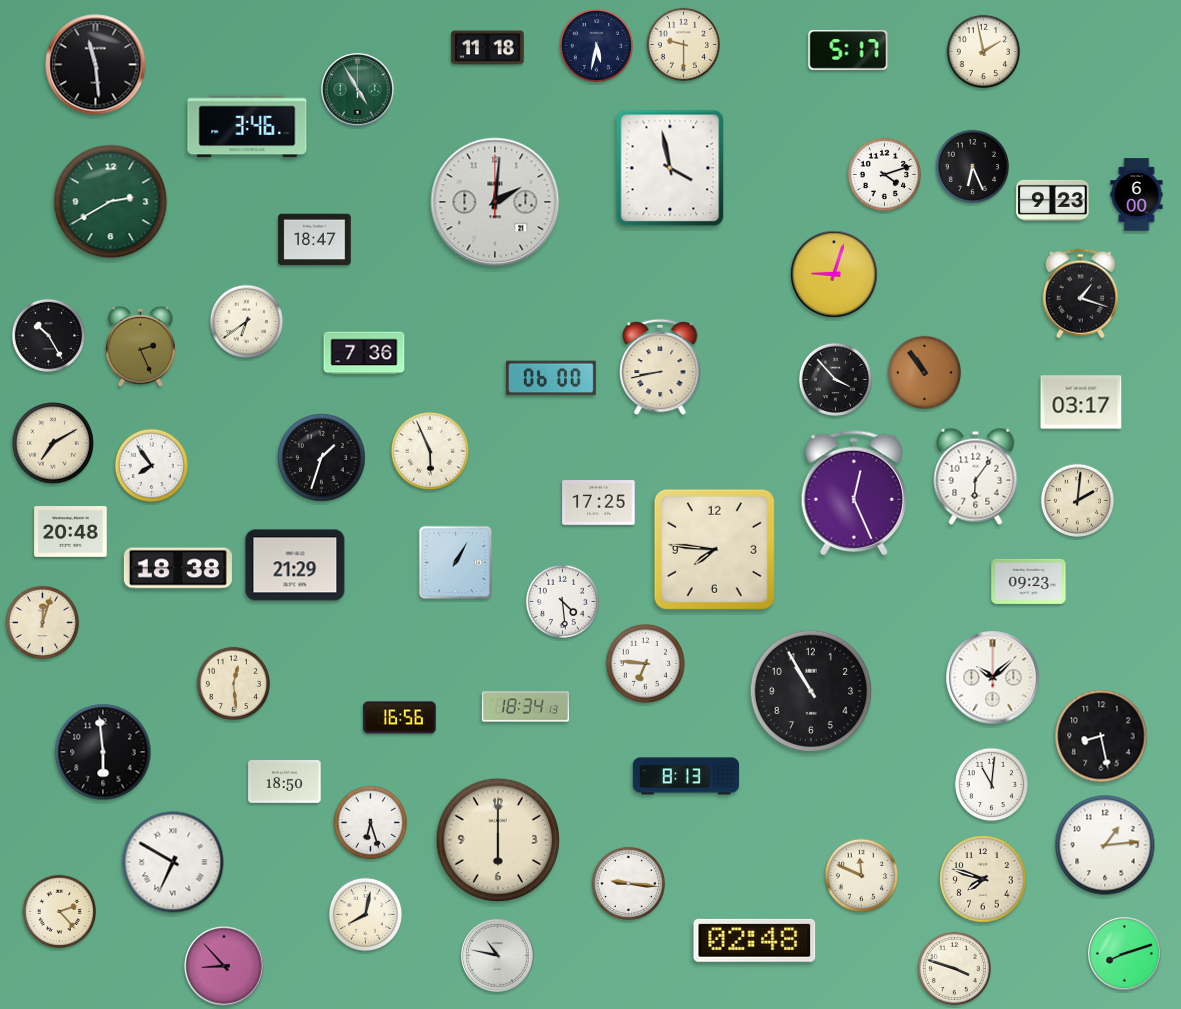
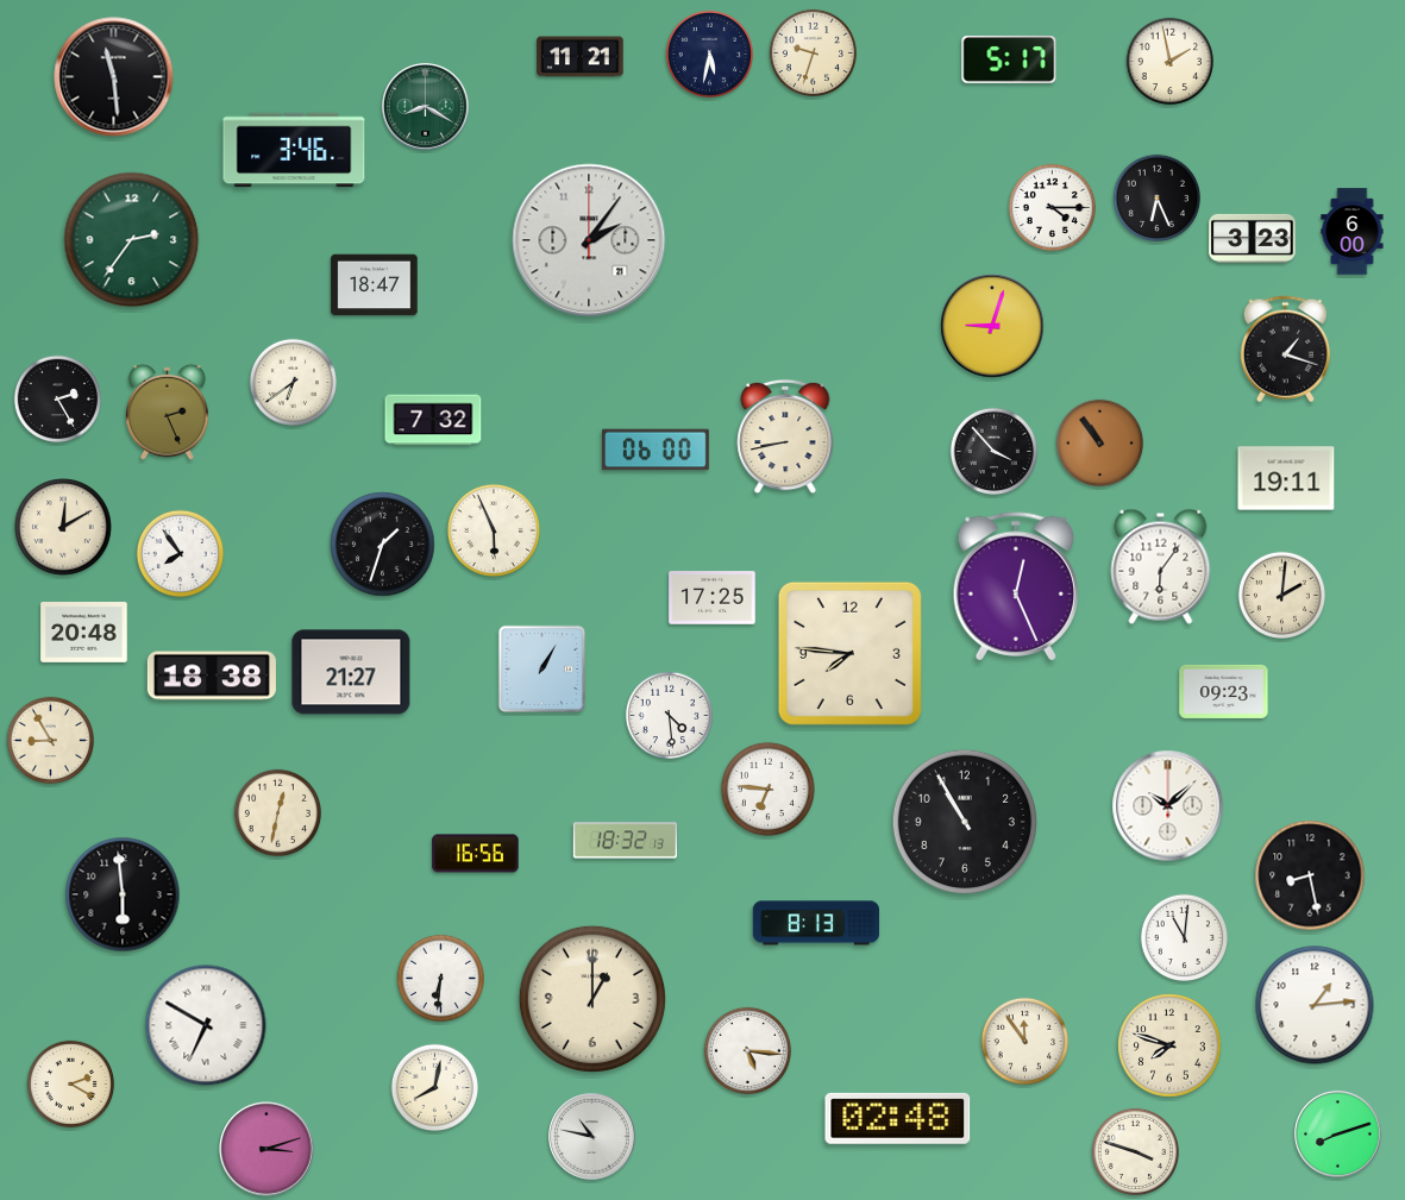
clock at (683, 44): 9:30 -> 9:33
clock at (488, 48): 11:18 -> 11:21
clock at (358, 90): 4:55 -> 8:20
clock at (670, 168): 3:58 -> none
clock at (884, 174): 4:12 -> 4:15
clock at (1053, 200): 9:23 -> 3:23
clock at (111, 202): 2:40 -> 2:36
clock at (495, 202): 2:01 -> 2:06
clock at (48, 335): 10:25 -> 2:25
clock at (364, 353): 7:36 -> 7:32
clock at (1081, 402): 03:17 -> 19:11
clock at (54, 444): 7:10 -> 12:10
clock at (430, 451) position: (430, 451) -> (494, 530)
clock at (295, 565): 21:29 -> 21:27
clock at (42, 622): 12:03 -> 8:55
clock at (993, 678) position: (993, 678) -> (1168, 806)
clock at (233, 683): 12:29 -> 12:32
clock at (525, 707): 18:34 -> 18:32
clock at (285, 782): 18:50 -> none
clock at (991, 784) position: (991, 784) -> (1184, 937)
clock at (370, 822): 6:27 -> 6:31
clock at (498, 840): 6:00 -> 1:00
clock at (861, 875): 11:49 -> 11:54
clock at (628, 883): 9:16 -> 5:16
clock at (59, 911): 2:23 -> 2:20
clock at (224, 966): 8:53 -> 3:12
